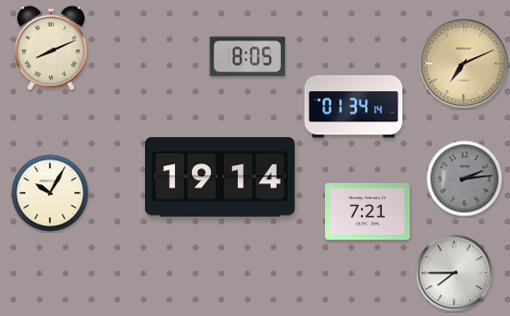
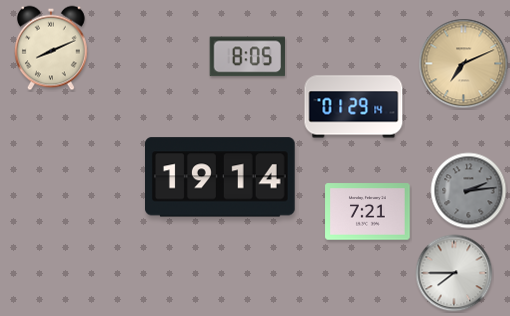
clock at (354, 107): 01:34 -> 01:29
clock at (465, 179) position: (465, 179) -> (469, 191)
clock at (50, 193): 10:05 -> none
